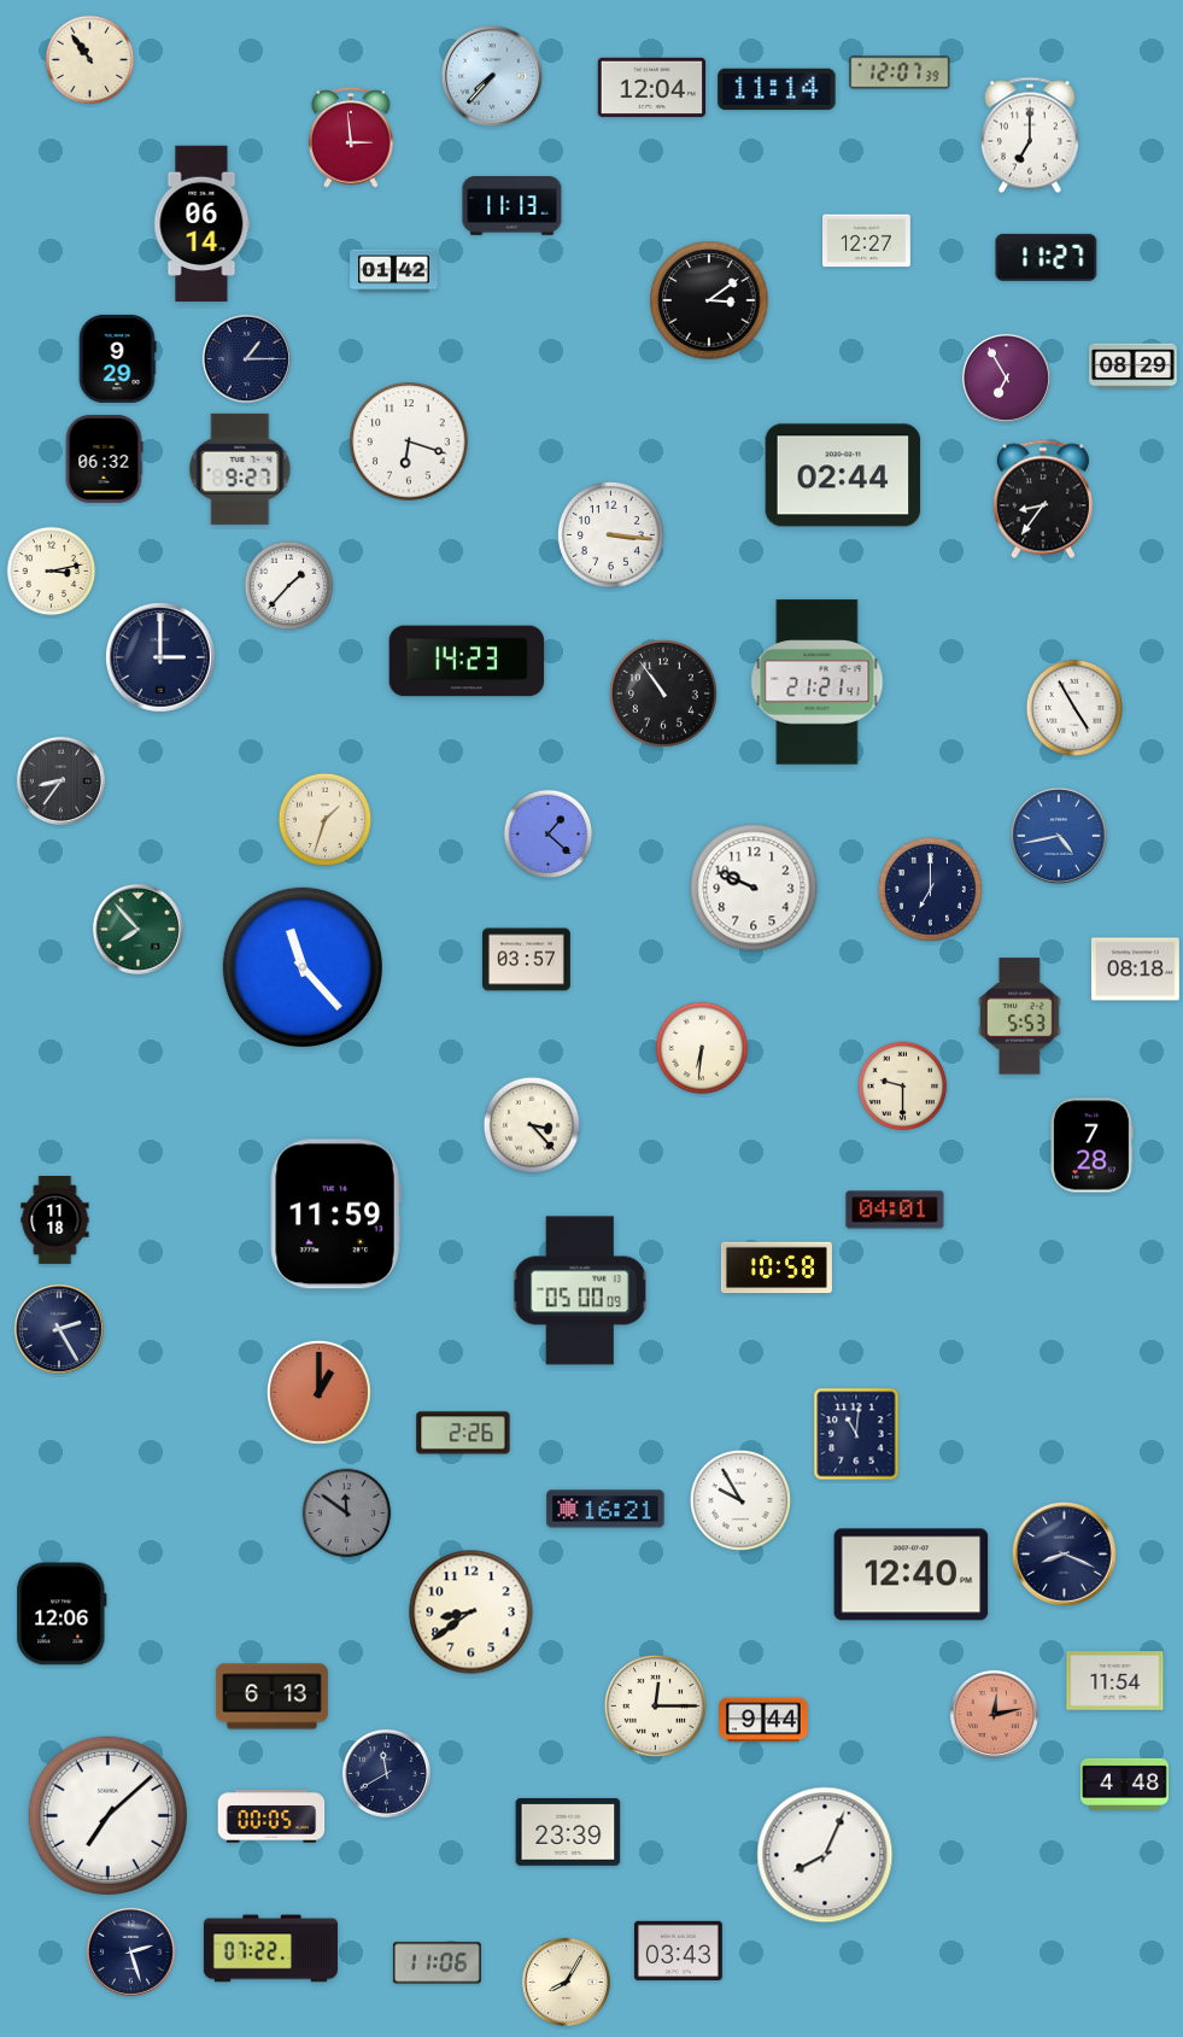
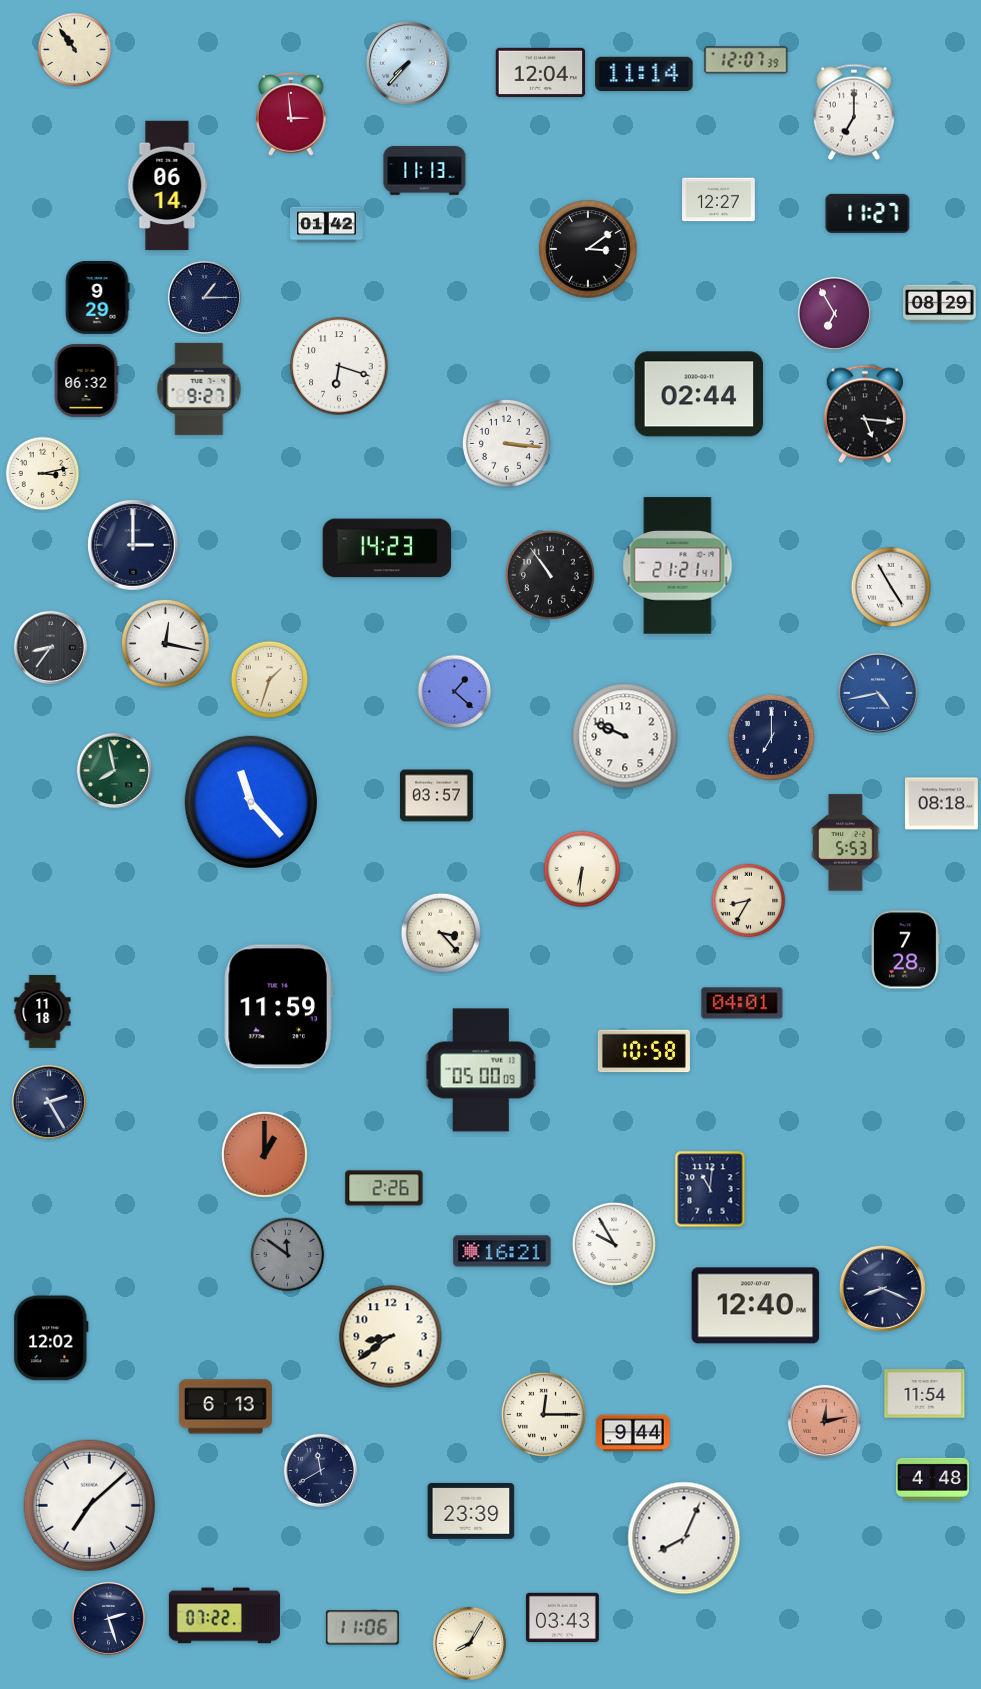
clock at (1043, 499): 8:36 -> 5:16
clock at (289, 586): 1:37 -> none
clock at (165, 643): none -> 12:17
clock at (137, 929): 7:53 -> 7:58
clock at (903, 1087): 9:30 -> 8:35
clock at (55, 1221) position: (55, 1221) -> (43, 1012)
clock at (62, 1614): 12:06 -> 12:02
clock at (763, 1720) position: (763, 1720) -> (633, 1433)
clock at (271, 1816): 00:05 -> none
clock at (568, 1832) position: (568, 1832) -> (471, 1511)
